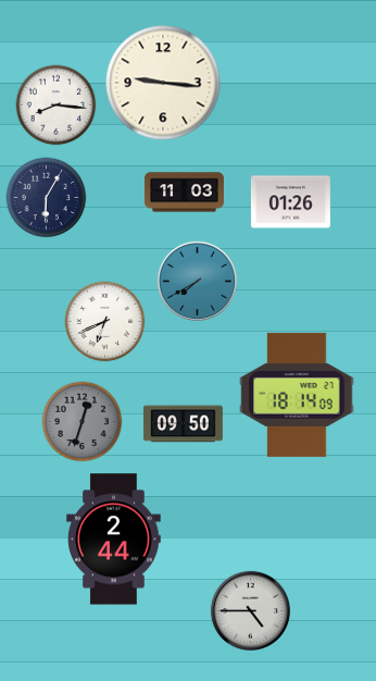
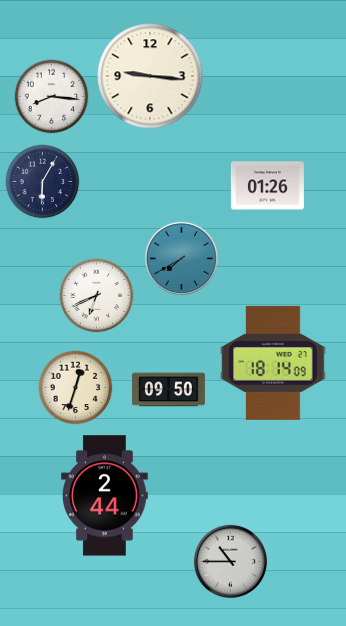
clock at (184, 193): 11:03 -> none
clock at (83, 422) dial: grey -> cream
clock at (250, 610): 4:45 -> 10:45
